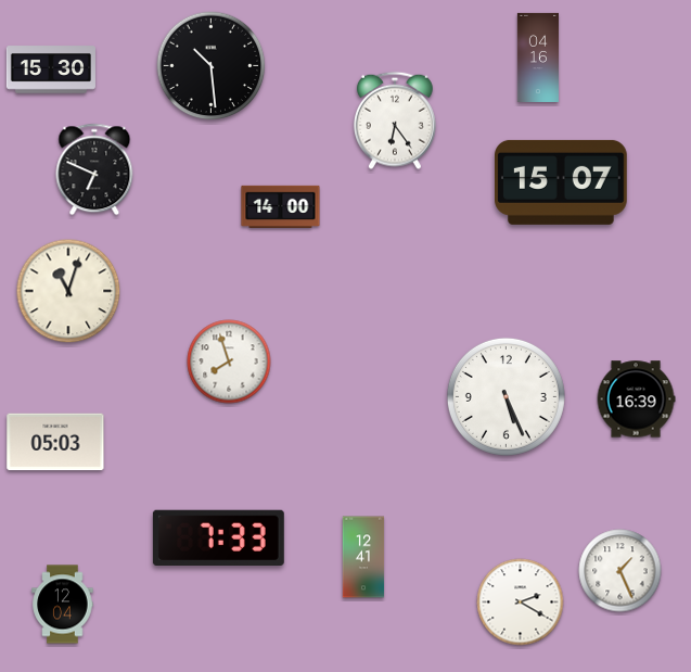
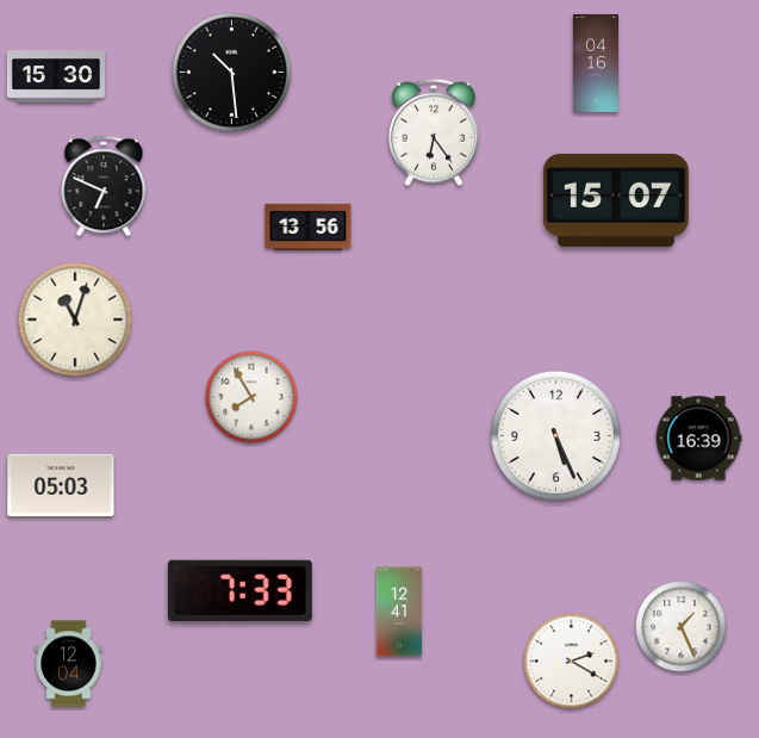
clock at (537, 58) position: (537, 58) -> (595, 63)
clock at (281, 206): 14:00 -> 13:56
clock at (229, 362): 7:57 -> 7:55
